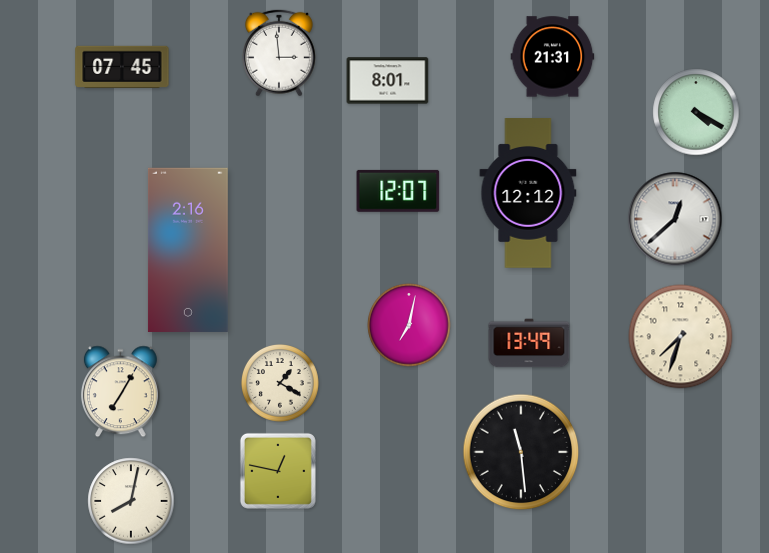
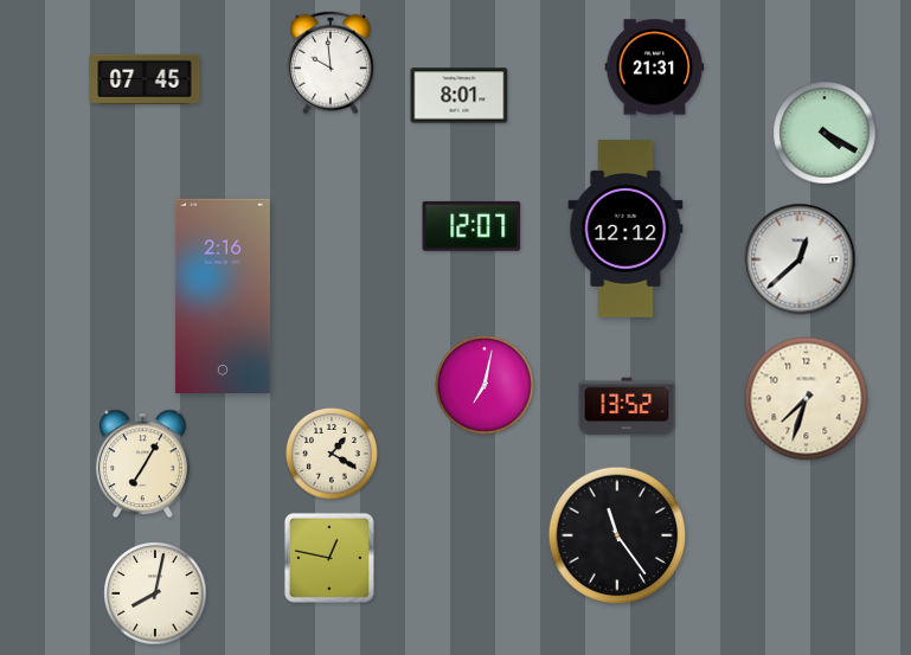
clock at (279, 53): 2:59 -> 9:59
clock at (529, 343): 13:49 -> 13:52
clock at (521, 452): 11:29 -> 11:24
